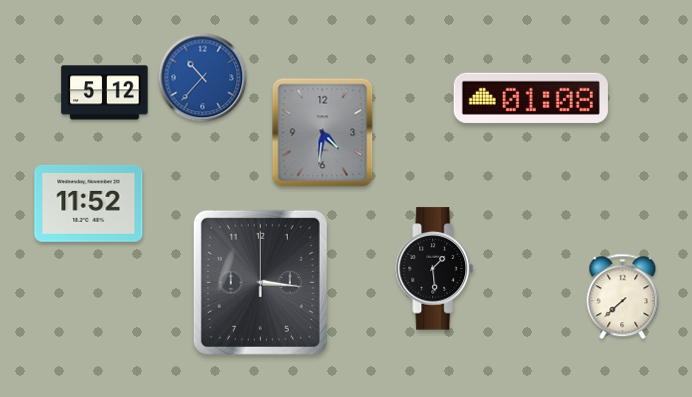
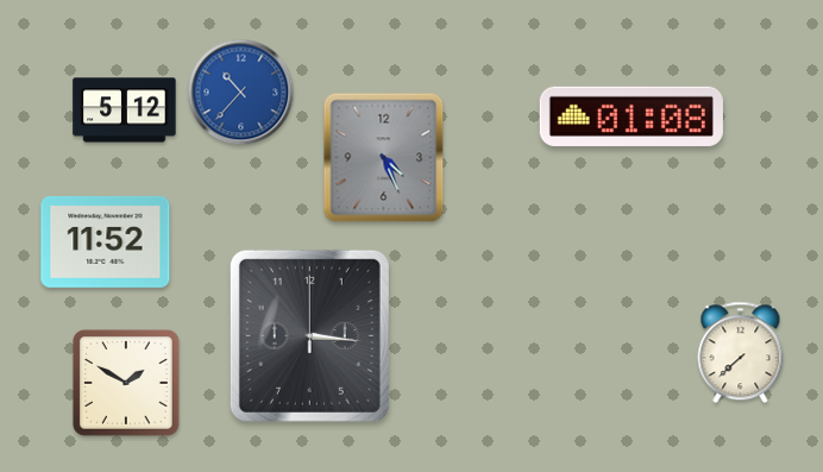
clock at (323, 133): 4:31 -> 4:26
clock at (435, 269): 1:29 -> none
clock at (126, 383): none -> 1:50
